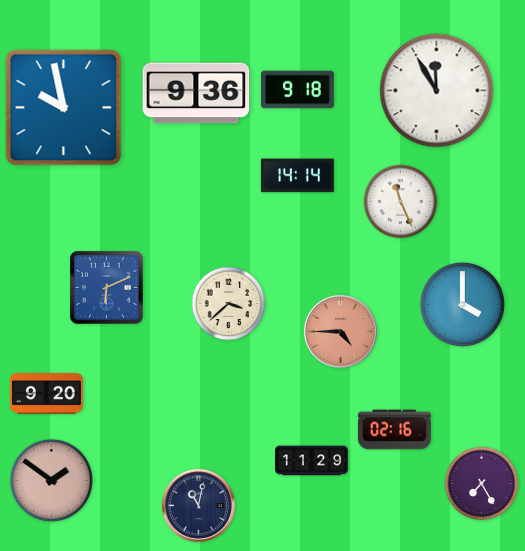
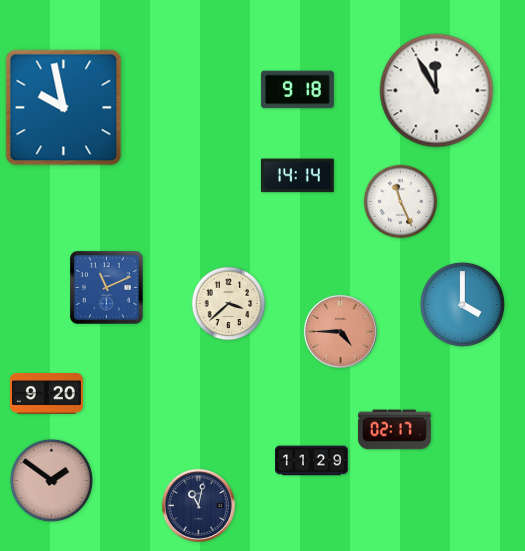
clock at (196, 93): 9:36 -> none
clock at (107, 288): 6:11 -> 11:11
clock at (394, 430): 02:16 -> 02:17
clock at (482, 484): 7:25 -> none
